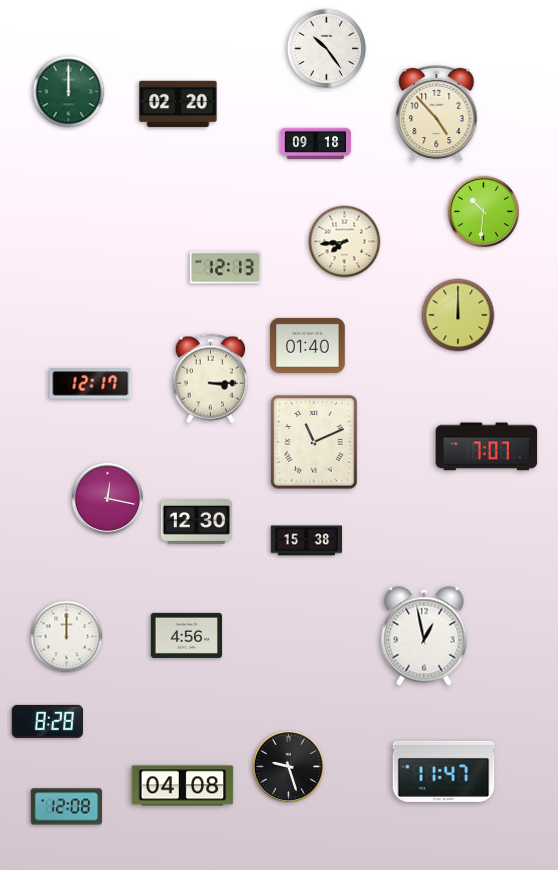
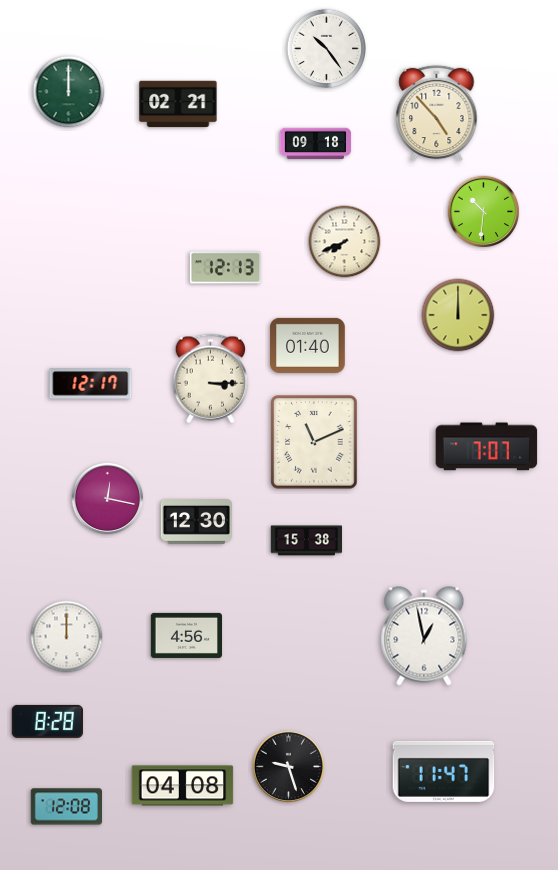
clock at (178, 104): 02:20 -> 02:21
clock at (345, 242): 7:44 -> 7:41
